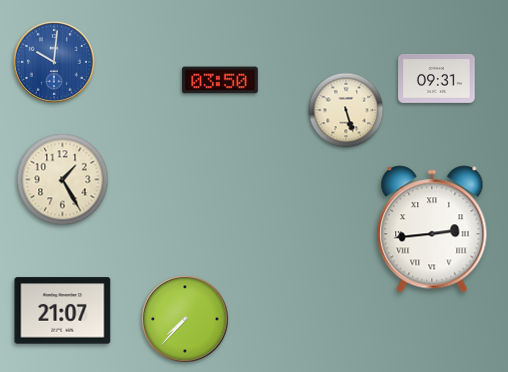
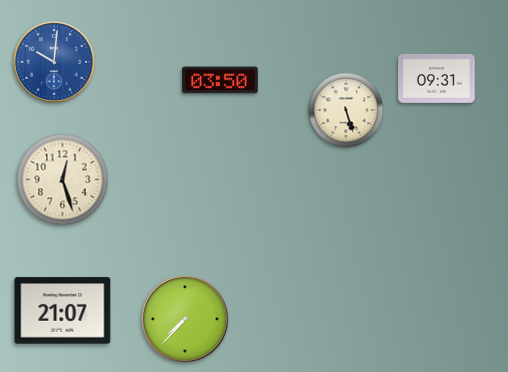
clock at (63, 180): 1:25 -> 12:27
clock at (432, 229): 2:44 -> none
